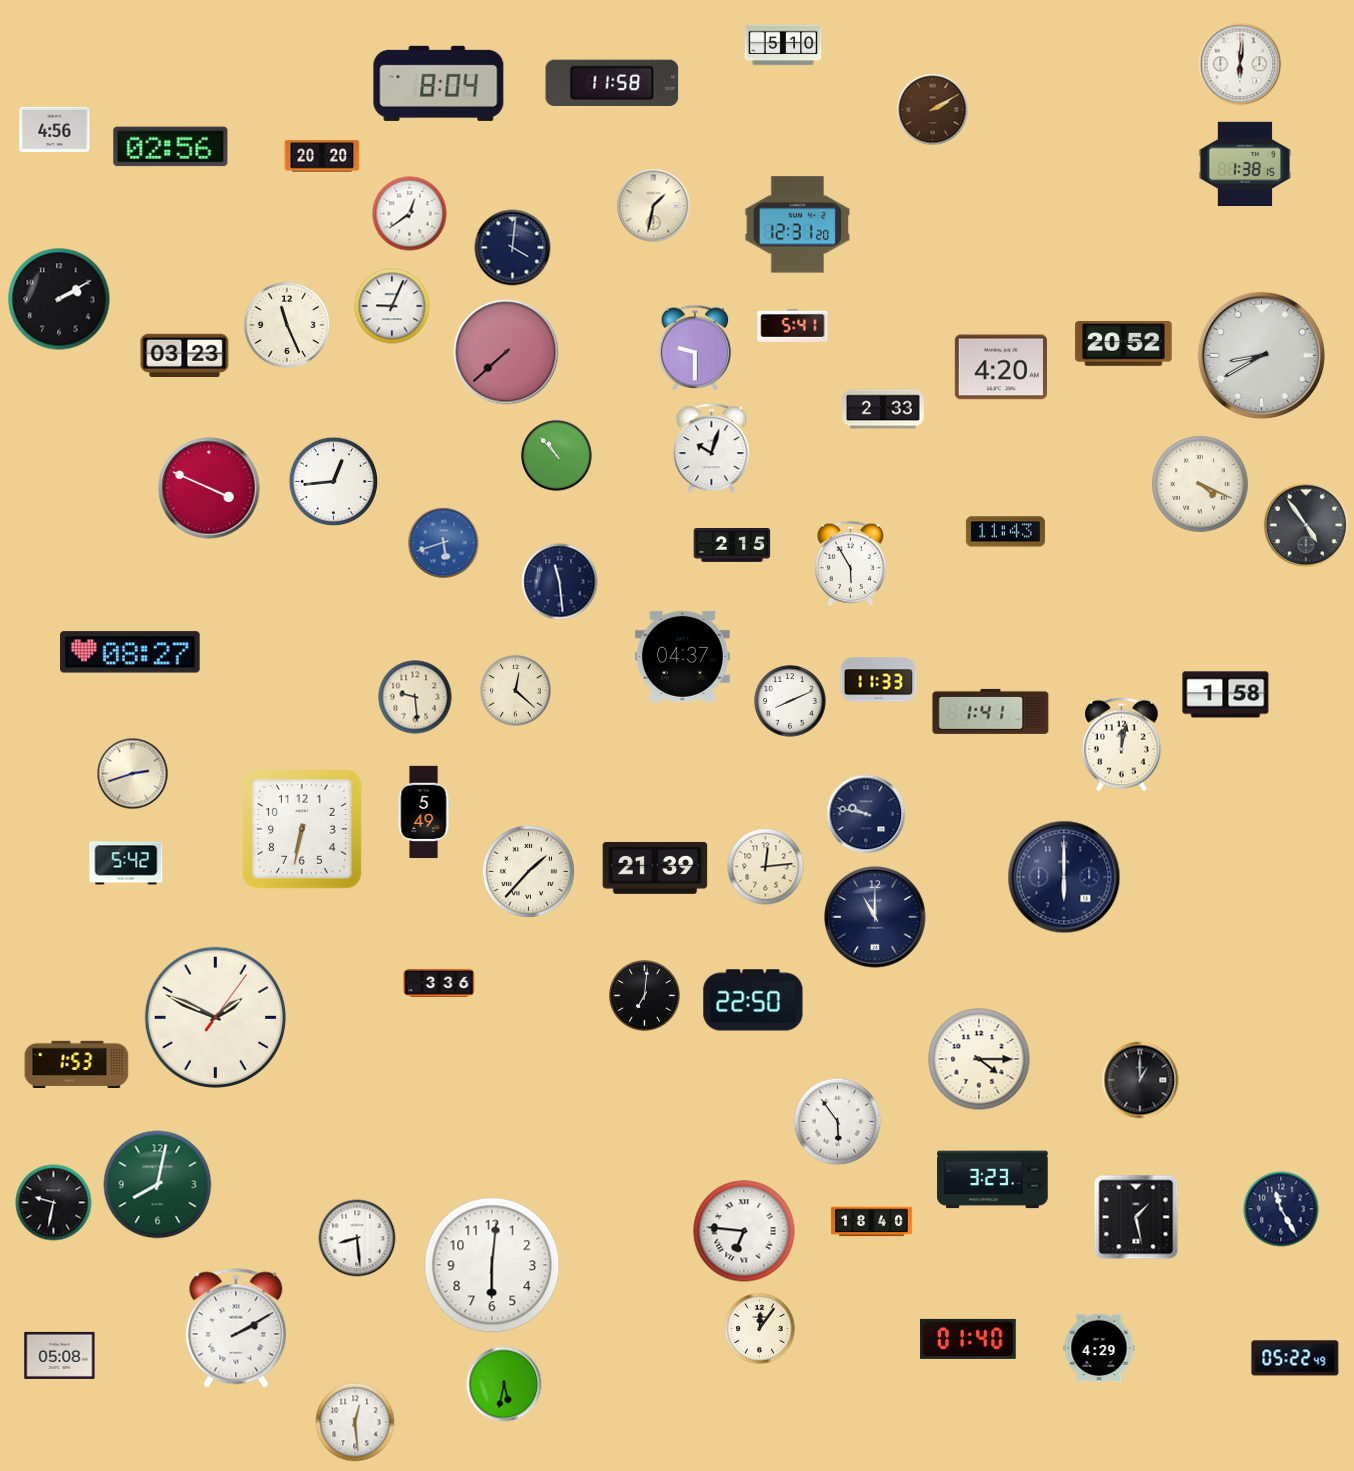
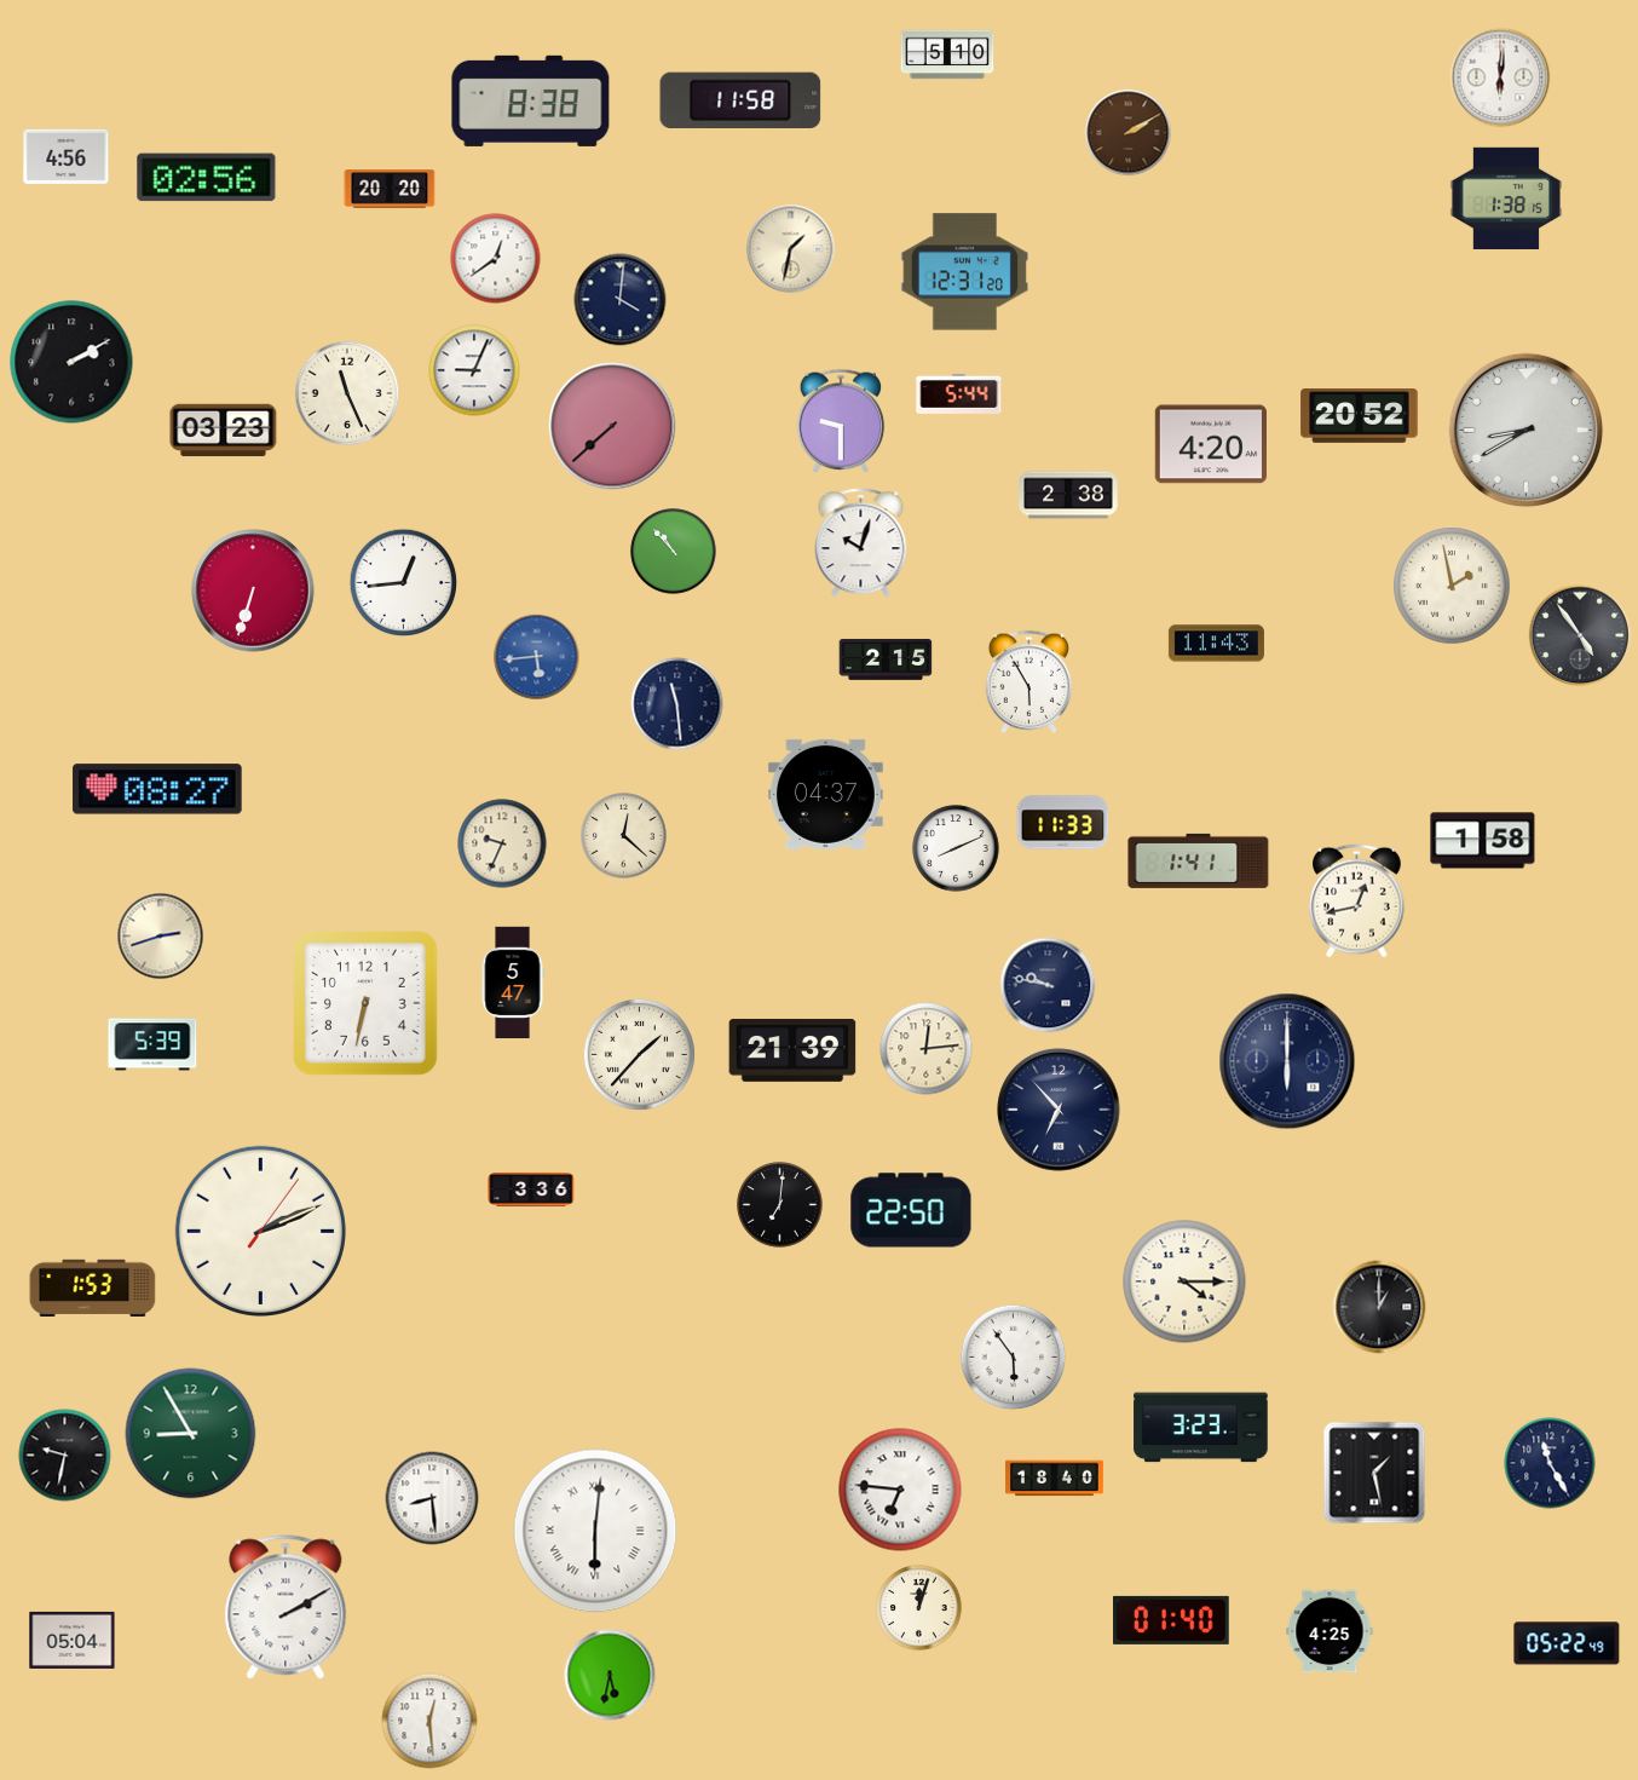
clock at (439, 83): 8:04 -> 8:38
clock at (793, 325): 5:41 -> 5:44
clock at (883, 409): 2:33 -> 2:38
clock at (1200, 484): 4:19 -> 1:58
clock at (209, 488): 3:49 -> 6:33
clock at (444, 543): 5:42 -> 5:44
clock at (415, 697): 9:29 -> 9:34
clock at (1122, 745): 12:02 -> 12:43
clock at (424, 812): 5:49 -> 5:47
clock at (126, 863): 5:42 -> 5:39
clock at (875, 917): 11:00 -> 6:53
clock at (215, 1017): 1:49 -> 2:11
clock at (158, 1185): 8:02 -> 8:55
clock at (492, 1265) numerals: Arabic -> Roman
clock at (760, 1329): 12:06 -> 12:03
clock at (1099, 1348): 4:29 -> 4:25
clock at (60, 1355): 05:08 -> 05:04
